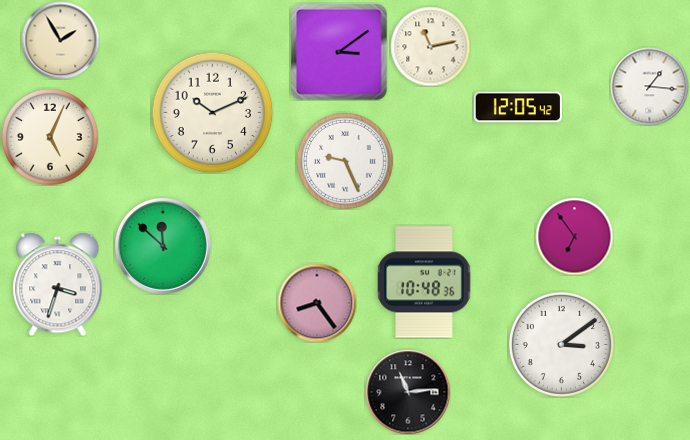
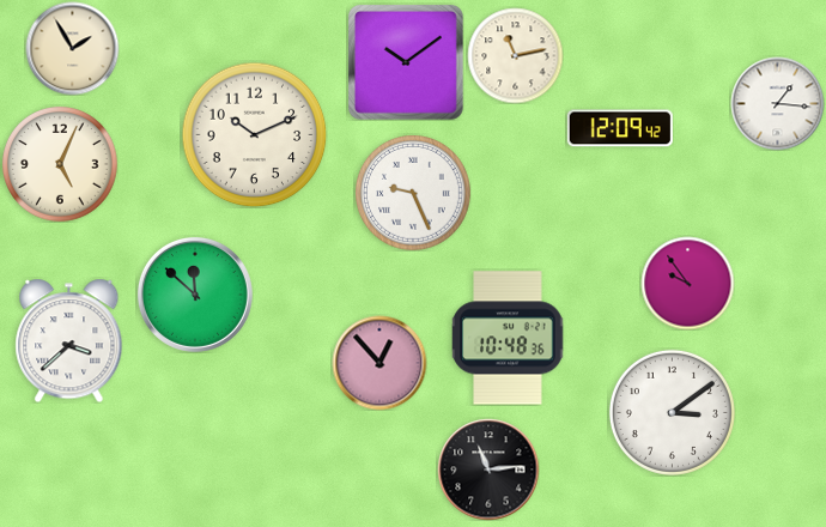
clock at (339, 52): 3:09 -> 10:09
clock at (518, 107): 12:05 -> 12:09
clock at (574, 236): 6:54 -> 9:54
clock at (58, 284): 3:33 -> 3:38
clock at (317, 303): 8:24 -> 12:53
